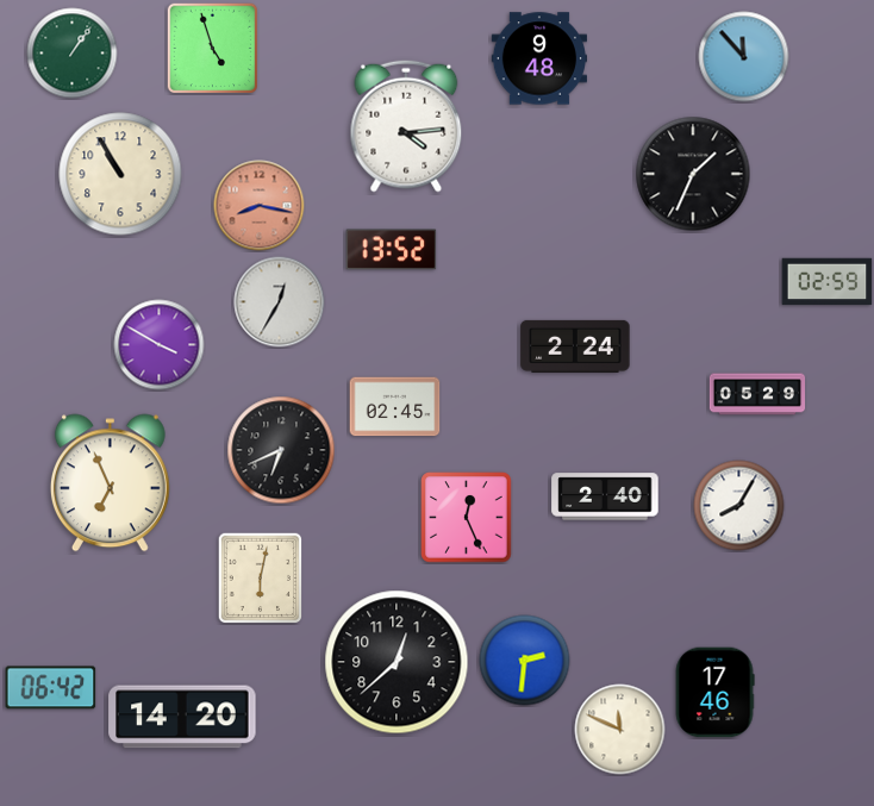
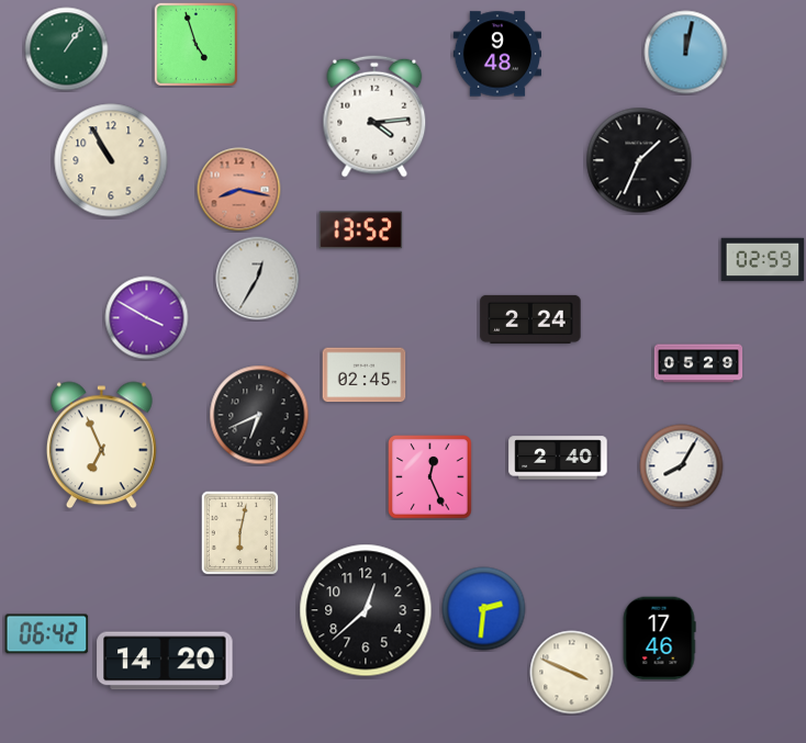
clock at (744, 57): 11:53 -> 12:02
clock at (182, 717) position: (182, 717) -> (165, 661)
clock at (620, 730): 11:49 -> 3:49
